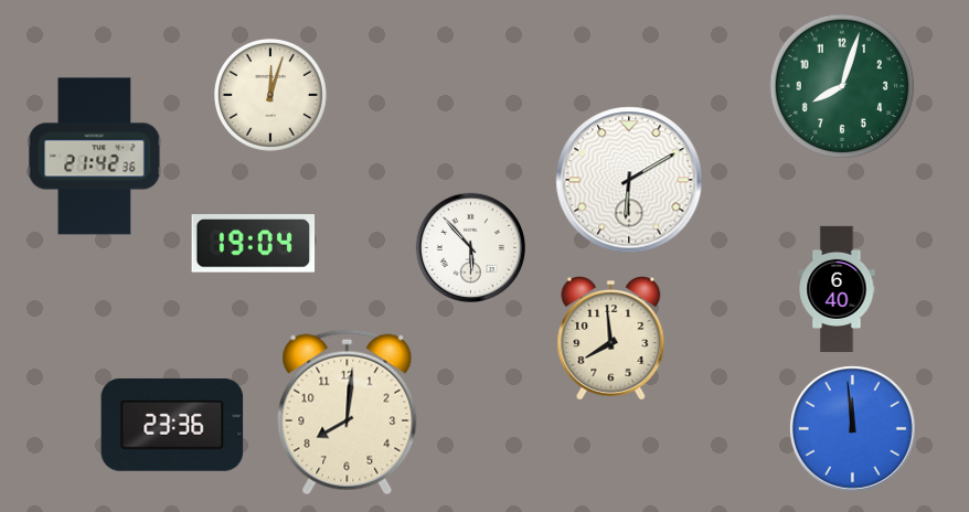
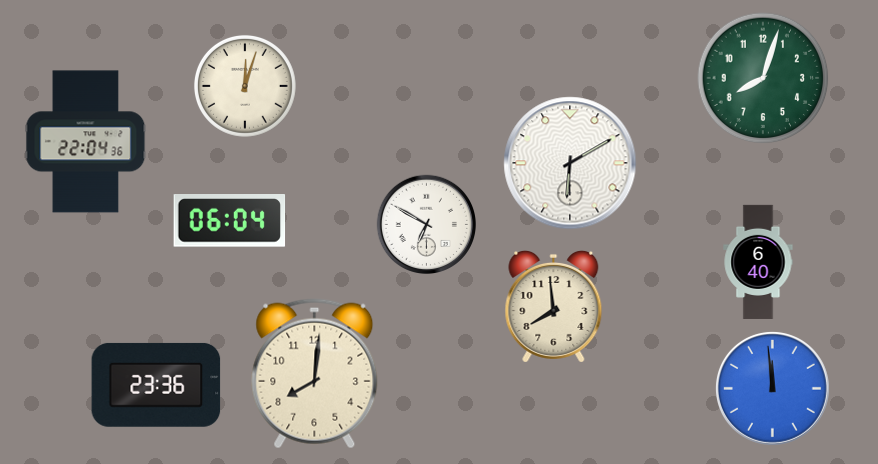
clock at (95, 157): 21:42 -> 22:04
clock at (254, 244): 19:04 -> 06:04
clock at (470, 247): 5:53 -> 6:50
